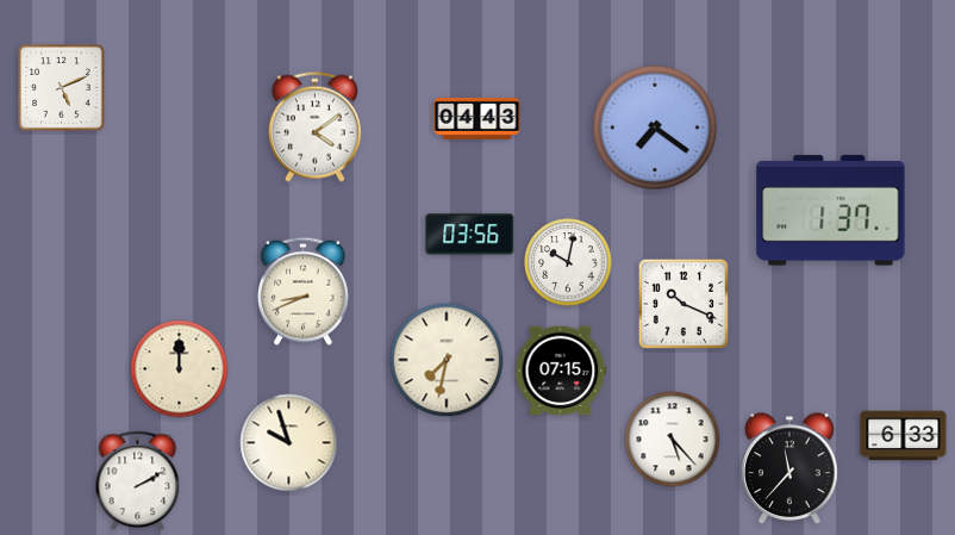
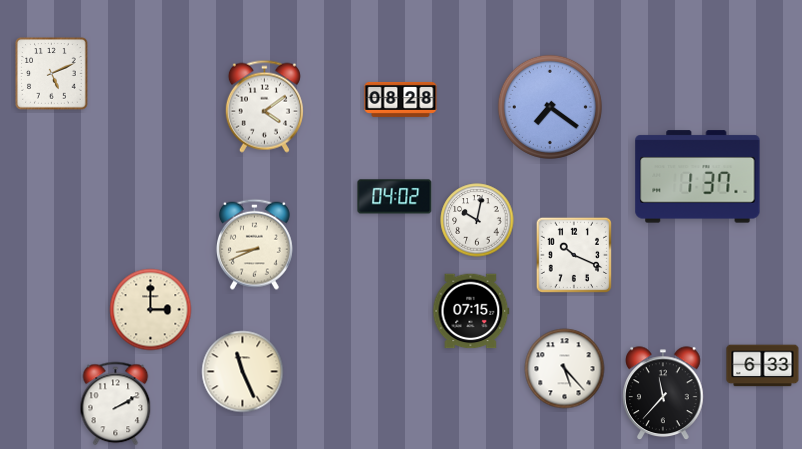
clock at (477, 118): 04:43 -> 08:28
clock at (470, 235): 03:56 -> 04:02
clock at (447, 360): 7:32 -> none
clock at (180, 369): 12:00 -> 3:00
clock at (904, 436) position: (904, 436) -> (763, 366)
clock at (289, 443): 9:57 -> 11:26
